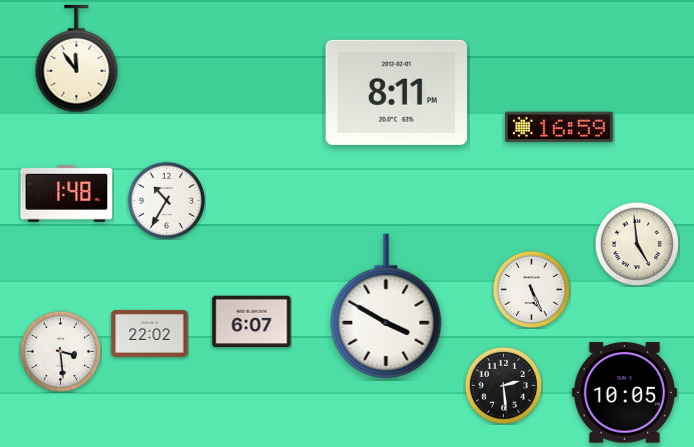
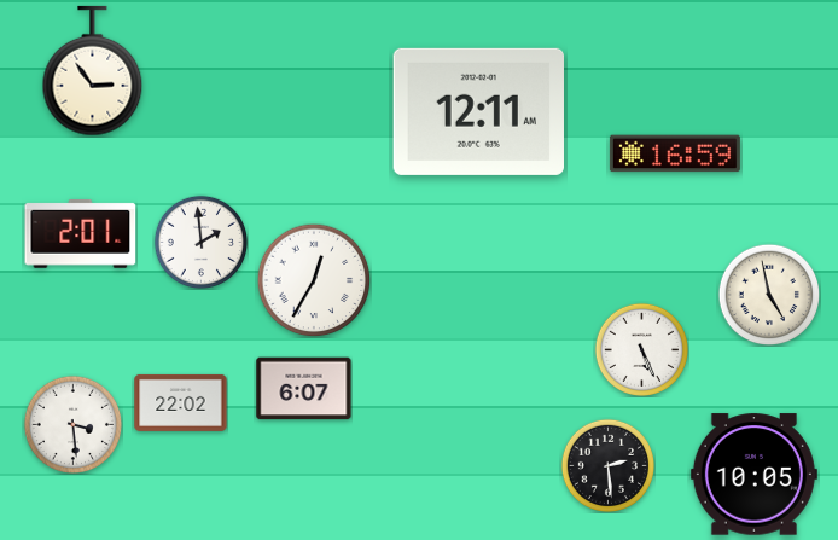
clock at (77, 59): 11:54 -> 2:54
clock at (397, 92): 8:11 -> 12:11
clock at (67, 194): 1:48 -> 2:01
clock at (166, 200): 10:35 -> 1:59
clock at (314, 280): none -> 12:35
clock at (637, 244): 4:59 -> 4:58
clock at (386, 306): 3:50 -> none
